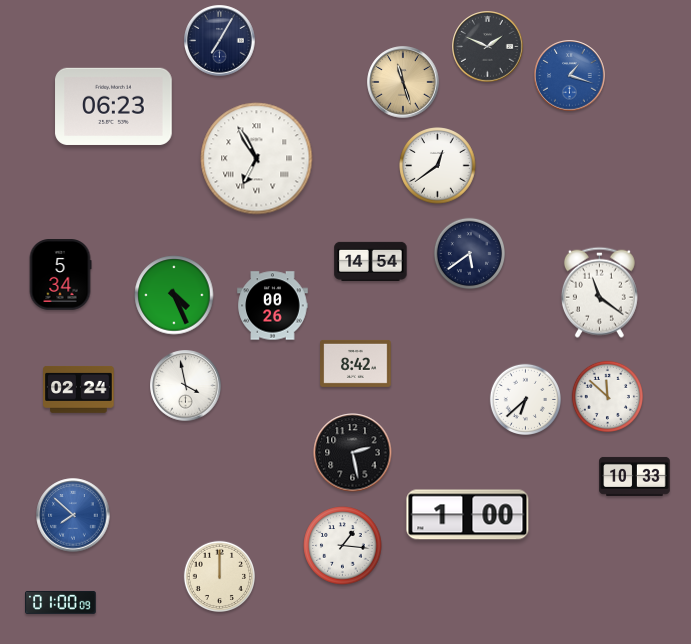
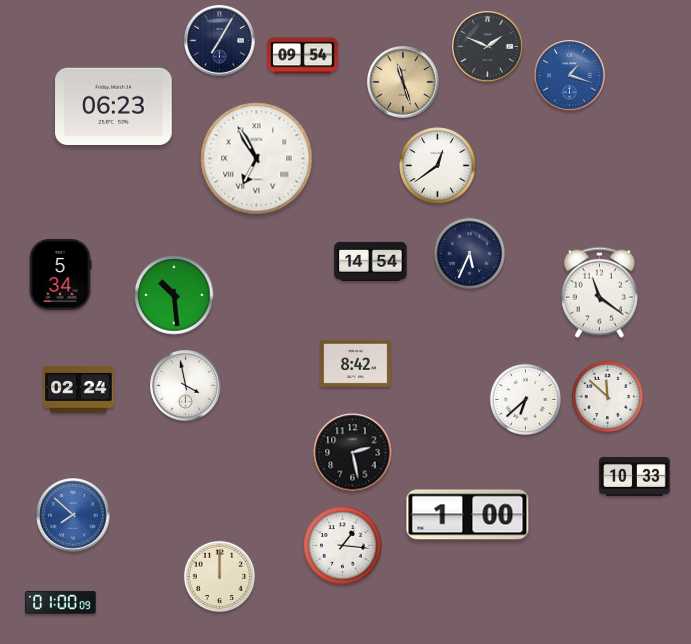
clock at (303, 56): none -> 09:54
clock at (469, 253): 5:39 -> 5:34
clock at (174, 295): 4:26 -> 10:29
clock at (273, 306): 00:26 -> none
